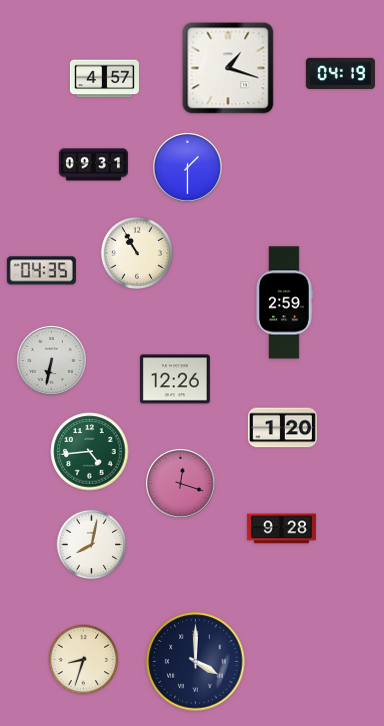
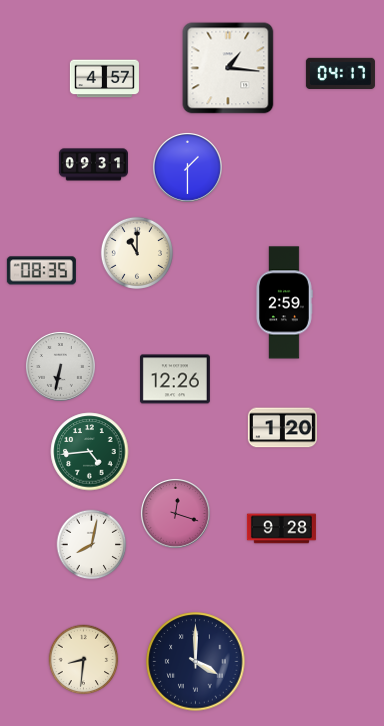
clock at (228, 68): 1:18 -> 1:16
clock at (340, 73): 04:19 -> 04:17
clock at (137, 253): 10:55 -> 11:00
clock at (41, 271): 04:35 -> 08:35
clock at (51, 360) position: (51, 360) -> (60, 366)
clock at (180, 483) position: (180, 483) -> (175, 513)
clock at (84, 660): 8:33 -> 8:31
